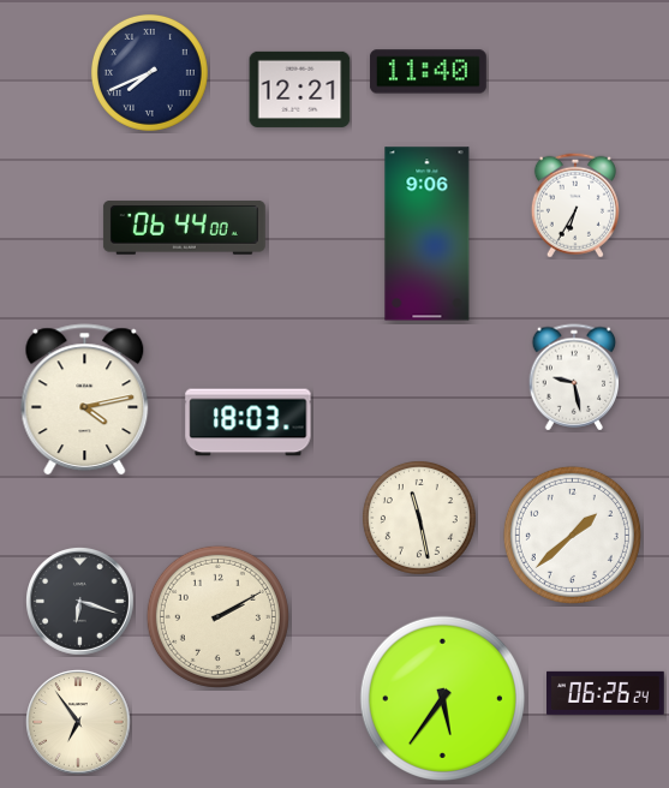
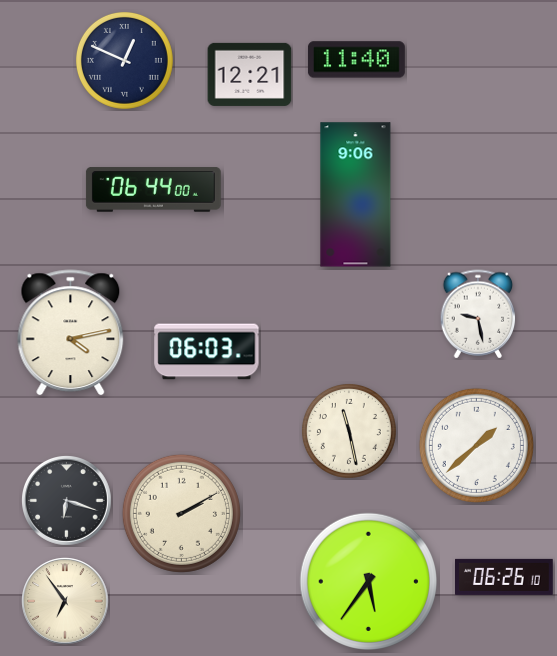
clock at (149, 72): 7:41 -> 12:49
clock at (575, 205): 6:35 -> none
clock at (249, 423): 18:03 -> 06:03
clock at (607, 693): 06:26:24 -> 06:26:10
